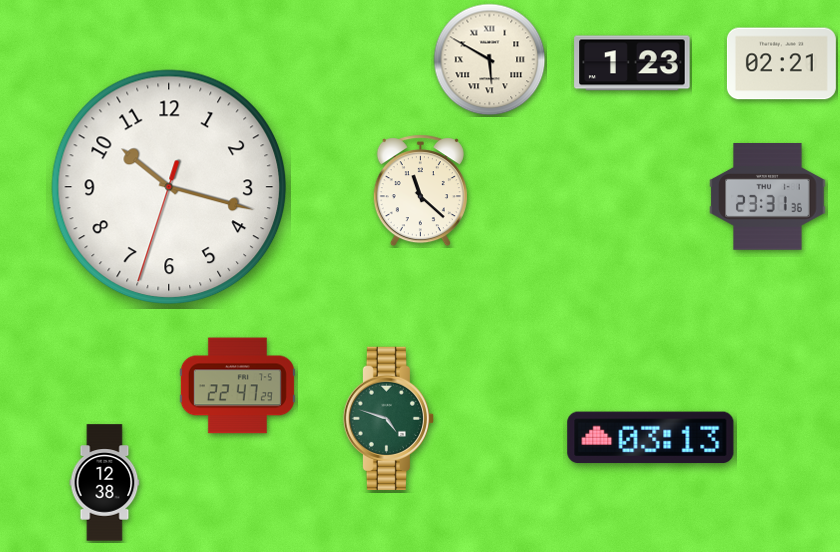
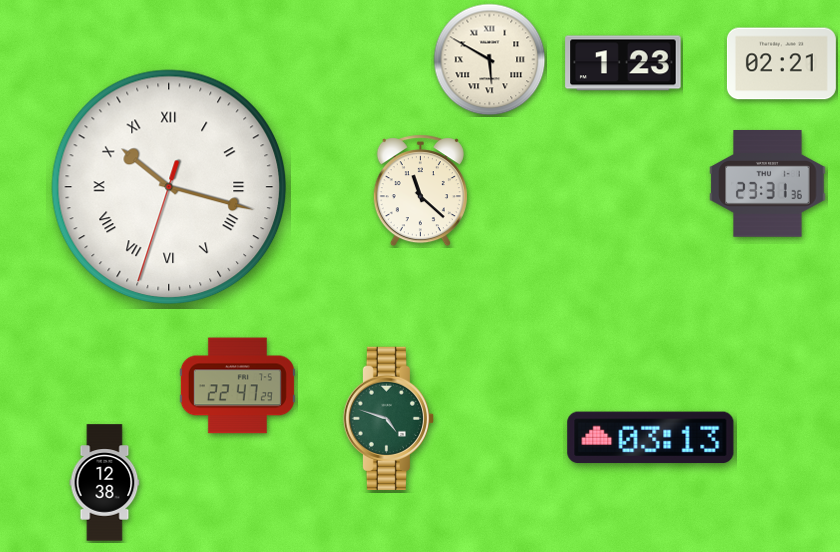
clock at (632, 63) position: (632, 63) -> (623, 63)
clock at (169, 187) numerals: Arabic -> Roman
clock at (768, 197) position: (768, 197) -> (768, 184)
